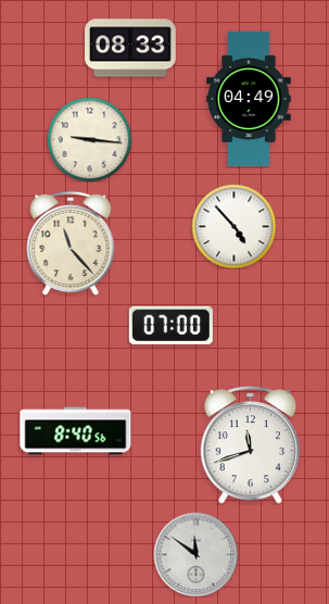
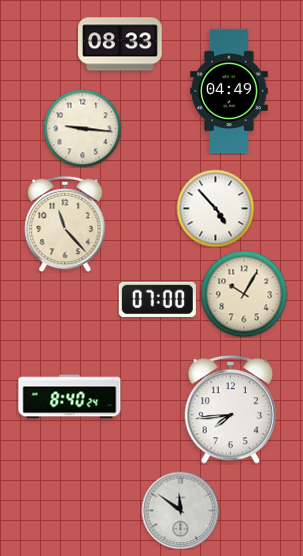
clock at (244, 294): none -> 10:05
clock at (76, 431): 8:40:56 -> 8:40:24
clock at (250, 445): 11:42 -> 7:44
